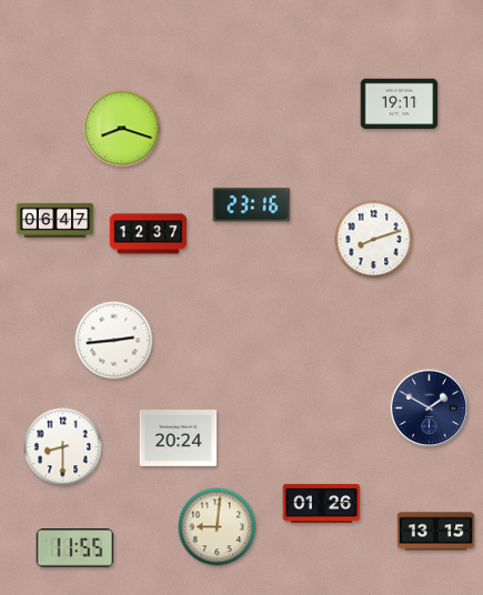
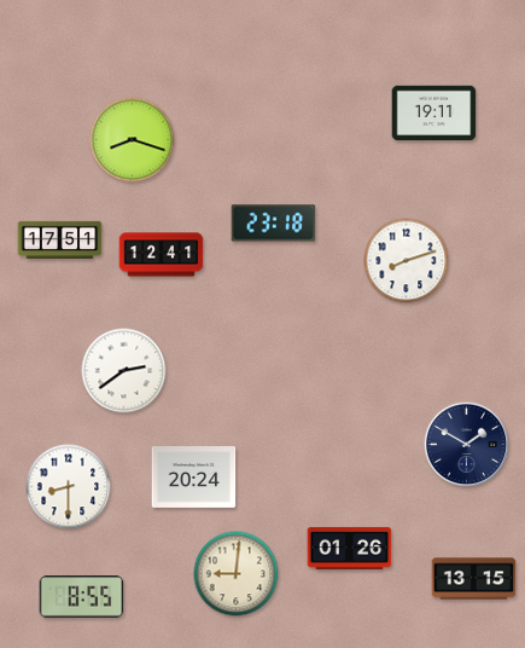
clock at (252, 205): 23:16 -> 23:18
clock at (56, 220): 06:47 -> 17:51
clock at (149, 234): 12:37 -> 12:41
clock at (114, 341): 2:44 -> 2:39
clock at (76, 548): 11:55 -> 8:55
